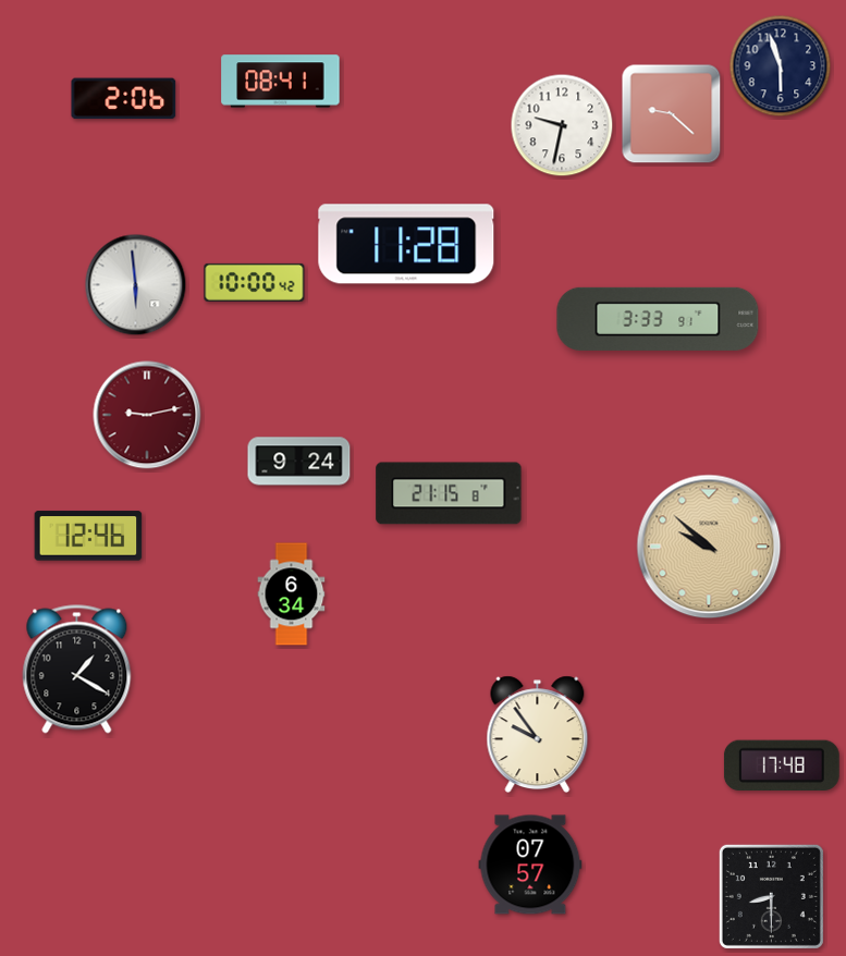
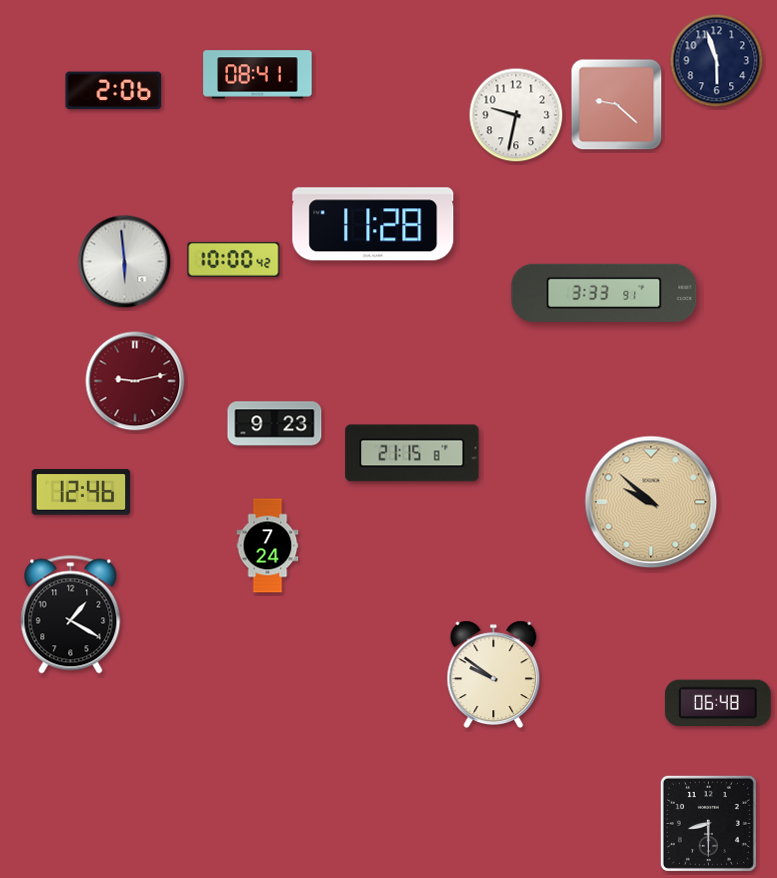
clock at (299, 462): 9:24 -> 9:23
clock at (292, 595): 6:34 -> 7:24
clock at (538, 735): 9:54 -> 9:51
clock at (782, 764): 17:48 -> 06:48
clock at (530, 865): 07:57 -> none
